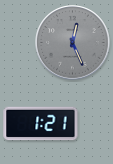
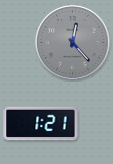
clock at (73, 43): 12:26 -> 12:23
